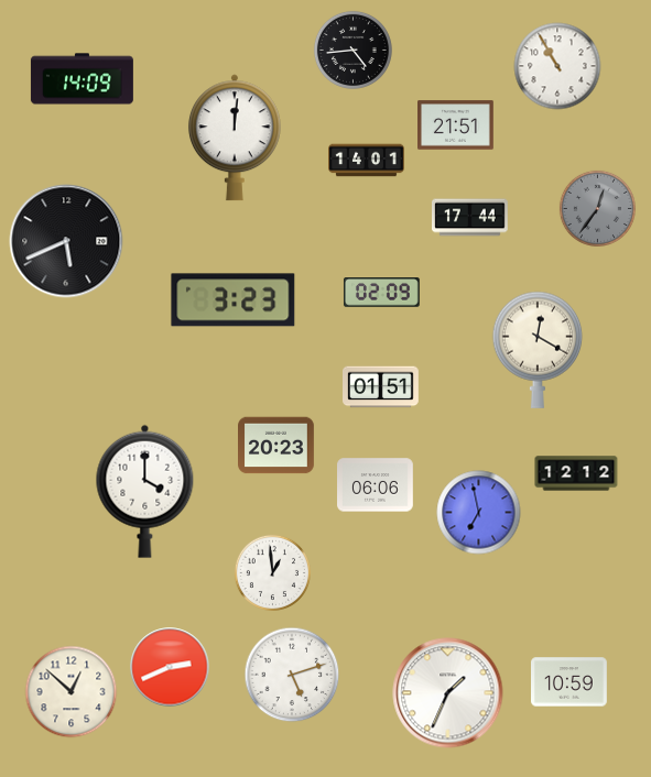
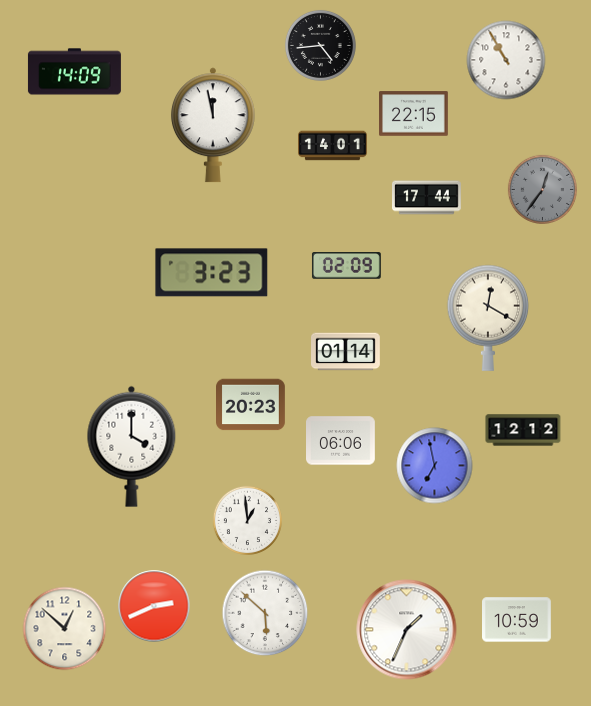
clock at (456, 125): 21:51 -> 22:15
clock at (235, 138): 12:01 -> 11:58
clock at (66, 241): 5:41 -> none
clock at (381, 387): 01:51 -> 01:14
clock at (292, 675): 5:12 -> 5:52
